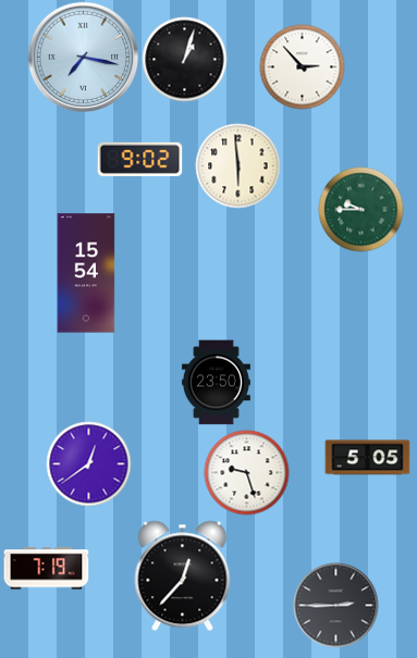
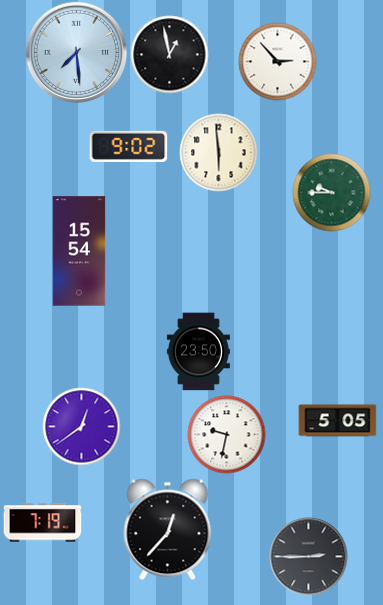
clock at (83, 57): 7:17 -> 7:29
clock at (184, 59): 1:03 -> 12:58
clock at (246, 472): 9:27 -> 9:32
